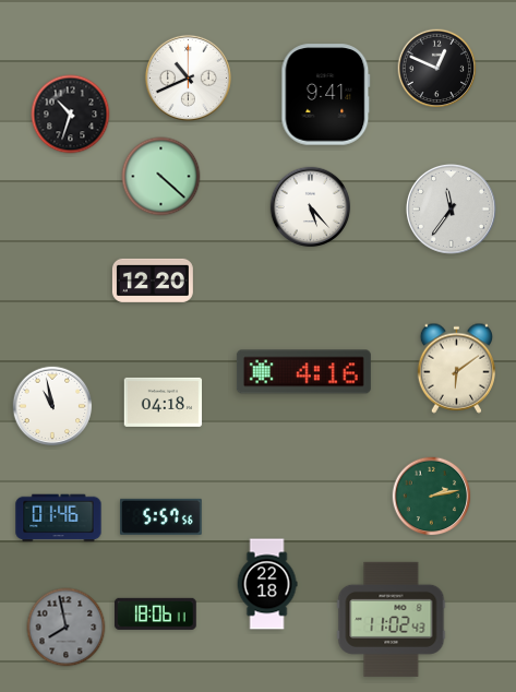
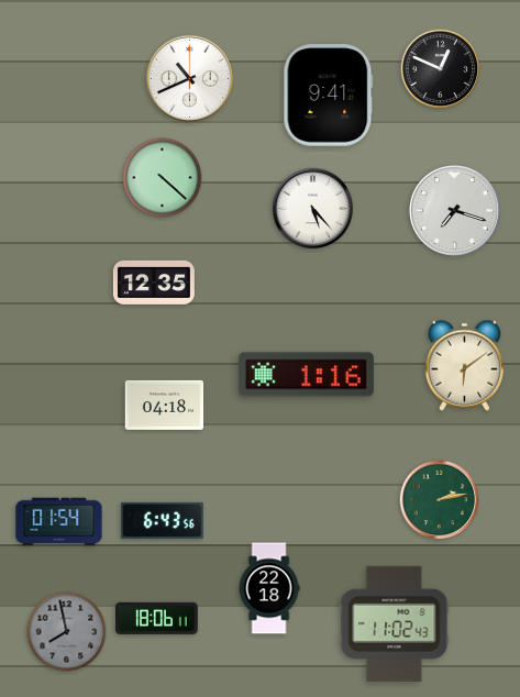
clock at (71, 115): 10:33 -> none
clock at (451, 208): 11:36 -> 7:18
clock at (153, 281): 12:20 -> 12:35
clock at (456, 368) position: (456, 368) -> (464, 365)
clock at (303, 372): 4:16 -> 1:16
clock at (52, 406): 10:58 -> none
clock at (432, 497) position: (432, 497) -> (440, 500)
clock at (161, 516): 5:57 -> 6:43
clock at (59, 518): 01:46 -> 01:54
